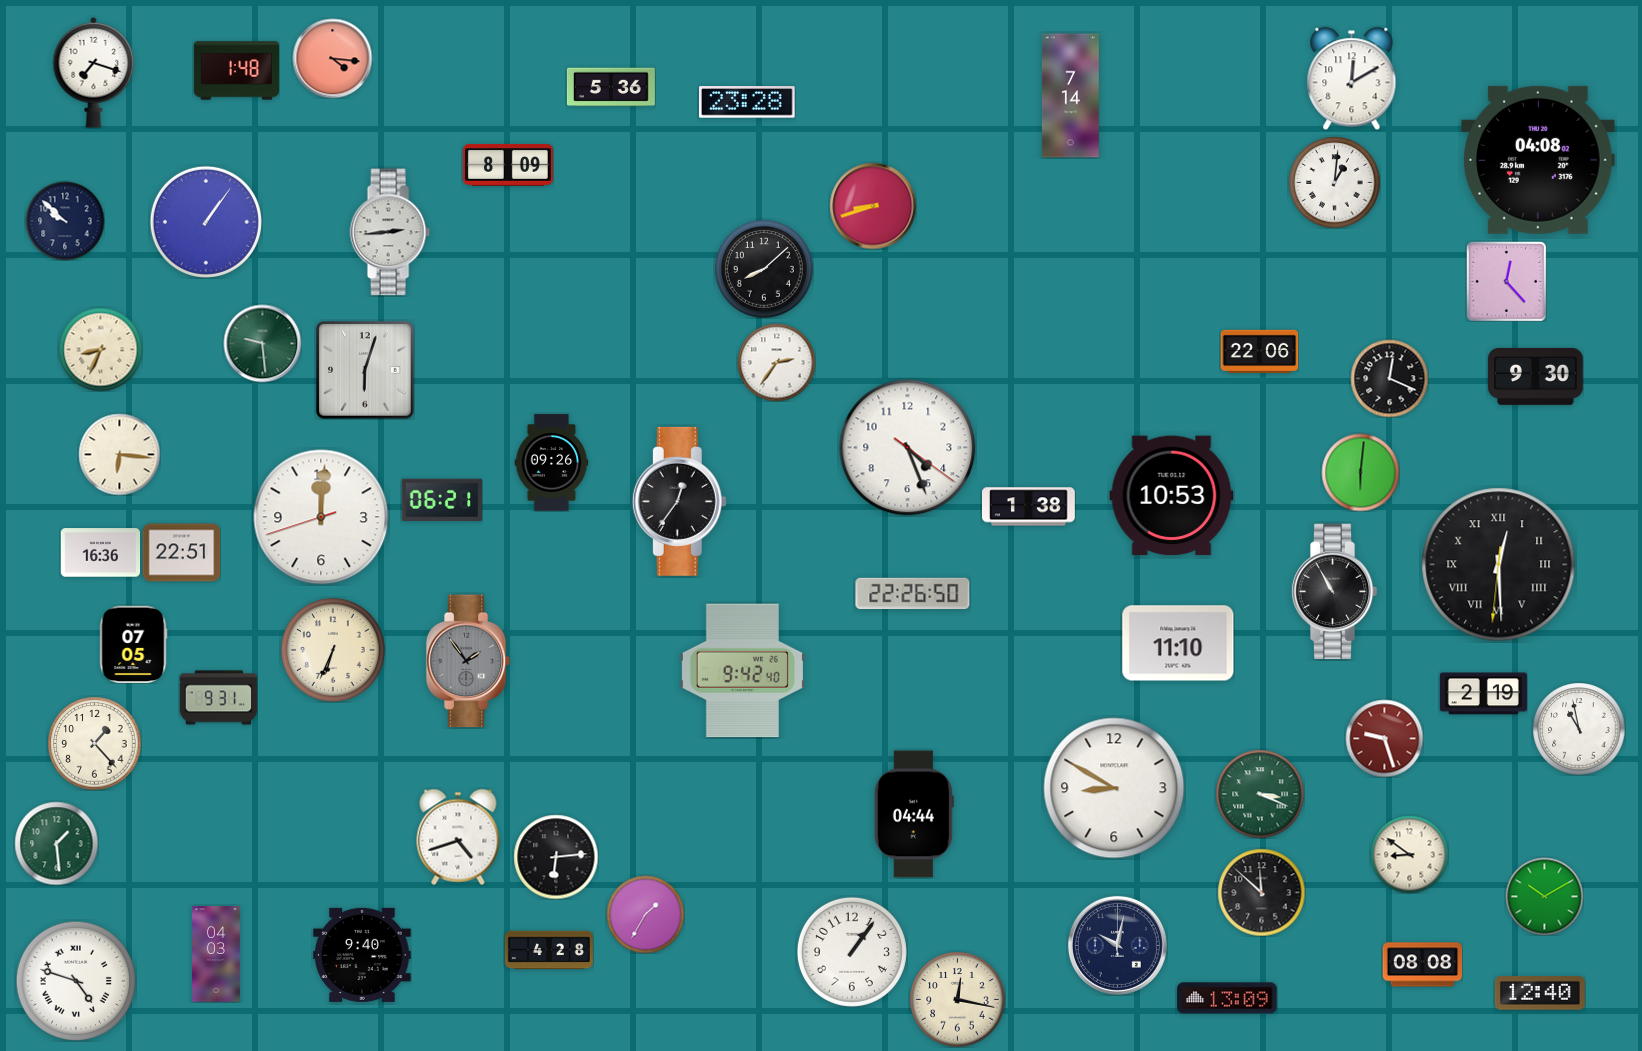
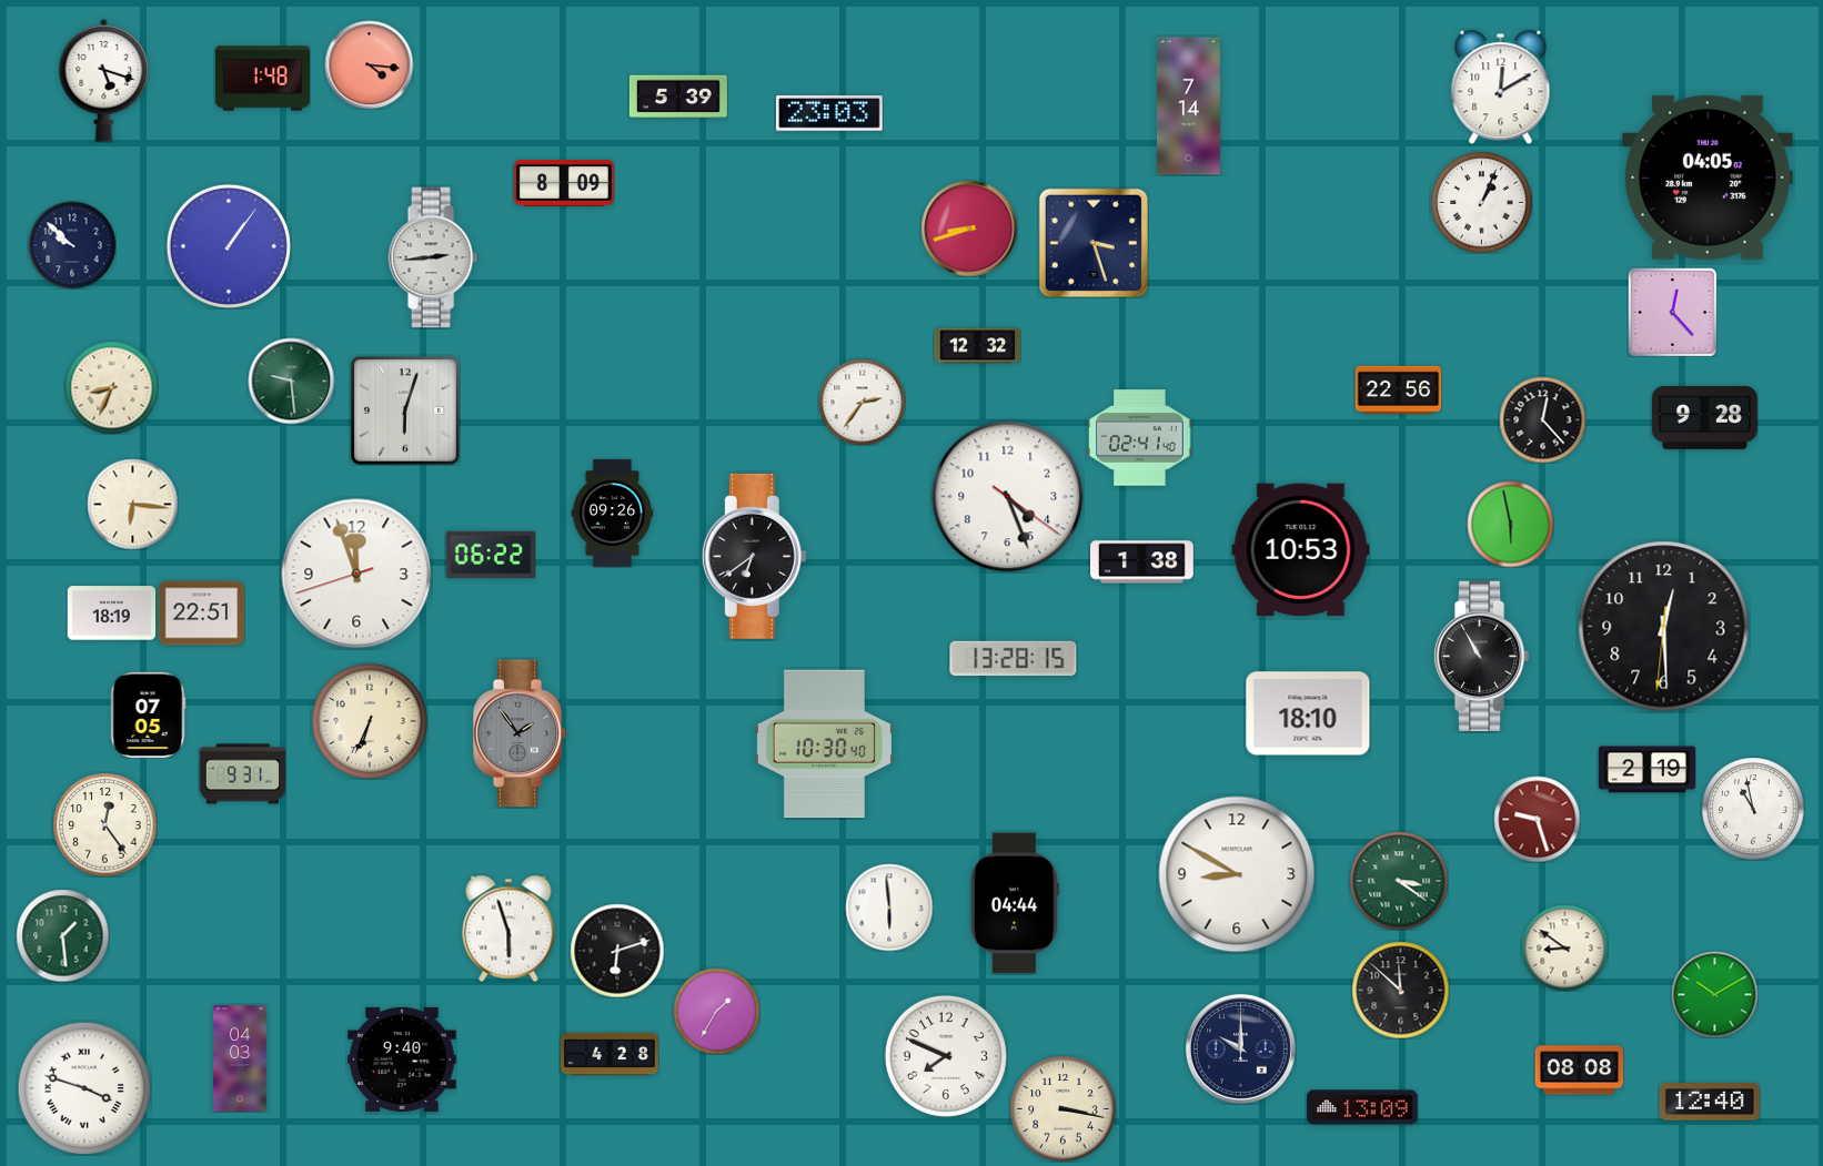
clock at (94, 72): 7:18 -> 5:18
clock at (611, 87): 5:36 -> 5:39
clock at (747, 102): 23:28 -> 23:03
clock at (1538, 160): 04:08 -> 04:05
clock at (1334, 182): 1:01 -> 1:04
clock at (1094, 243): none -> 3:27
clock at (764, 269): 8:08 -> none
clock at (977, 346): none -> 12:32
clock at (1259, 351): 22:06 -> 22:56
clock at (1536, 376): 9:30 -> 9:28
clock at (1389, 378): 12:19 -> 12:23
clock at (1140, 438): none -> 02:41
clock at (1360, 472): 6:01 -> 5:58
clock at (441, 500): 06:21 -> 06:22
clock at (679, 501): 12:36 -> 6:39
clock at (321, 517): 12:00 -> 11:56
clock at (100, 553): 16:36 -> 18:19
clock at (1499, 565) numerals: Roman -> Arabic
clock at (913, 594): 22:26 -> 13:28
clock at (1178, 643): 11:10 -> 18:10
clock at (742, 671): 9:42 -> 10:30
clock at (94, 743): 1:23 -> 12:24
clock at (1260, 794): 3:19 -> 3:21
clock at (889, 908): none -> 5:59
clock at (458, 837): 4:42 -> 5:57
clock at (556, 857): 6:14 -> 6:12
clock at (645, 914) position: (645, 914) -> (716, 1011)
clock at (1117, 945): 10:02 -> 10:00
clock at (852, 952): 1:06 -> 7:49
clock at (76, 981): 4:48 -> 3:48
clock at (957, 999): 12:17 -> 3:17
